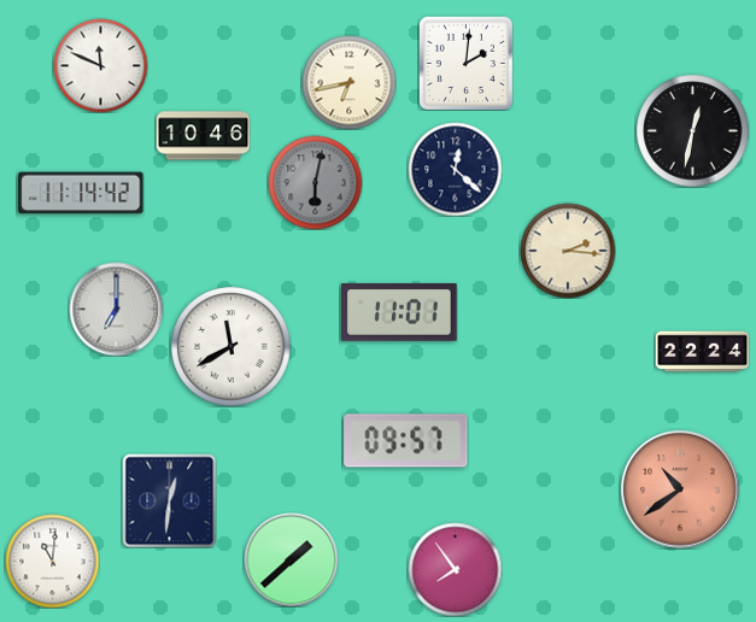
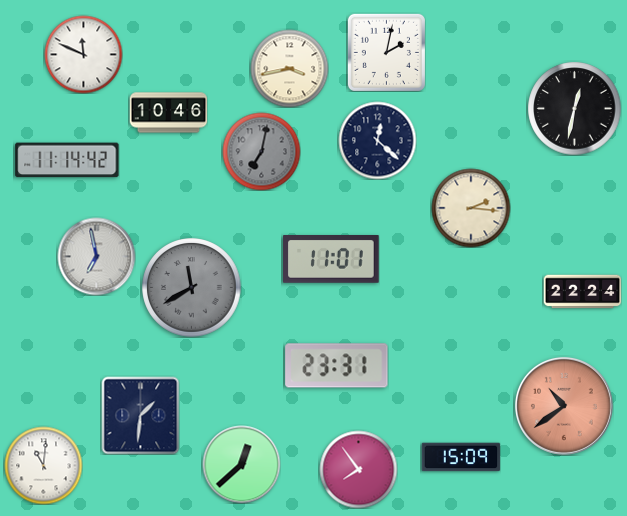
clock at (465, 63): 2:01 -> 2:02
clock at (348, 82): 6:43 -> 3:43
clock at (315, 182): 6:02 -> 7:02
clock at (116, 309): 7:00 -> 6:58
clock at (232, 347) dial: white -> grey
clock at (406, 441): 09:57 -> 23:31
clock at (169, 500): 12:31 -> 1:31
clock at (461, 457): none -> 15:09
clock at (291, 559): 1:38 -> 12:38
clock at (455, 569) position: (455, 569) -> (358, 469)
